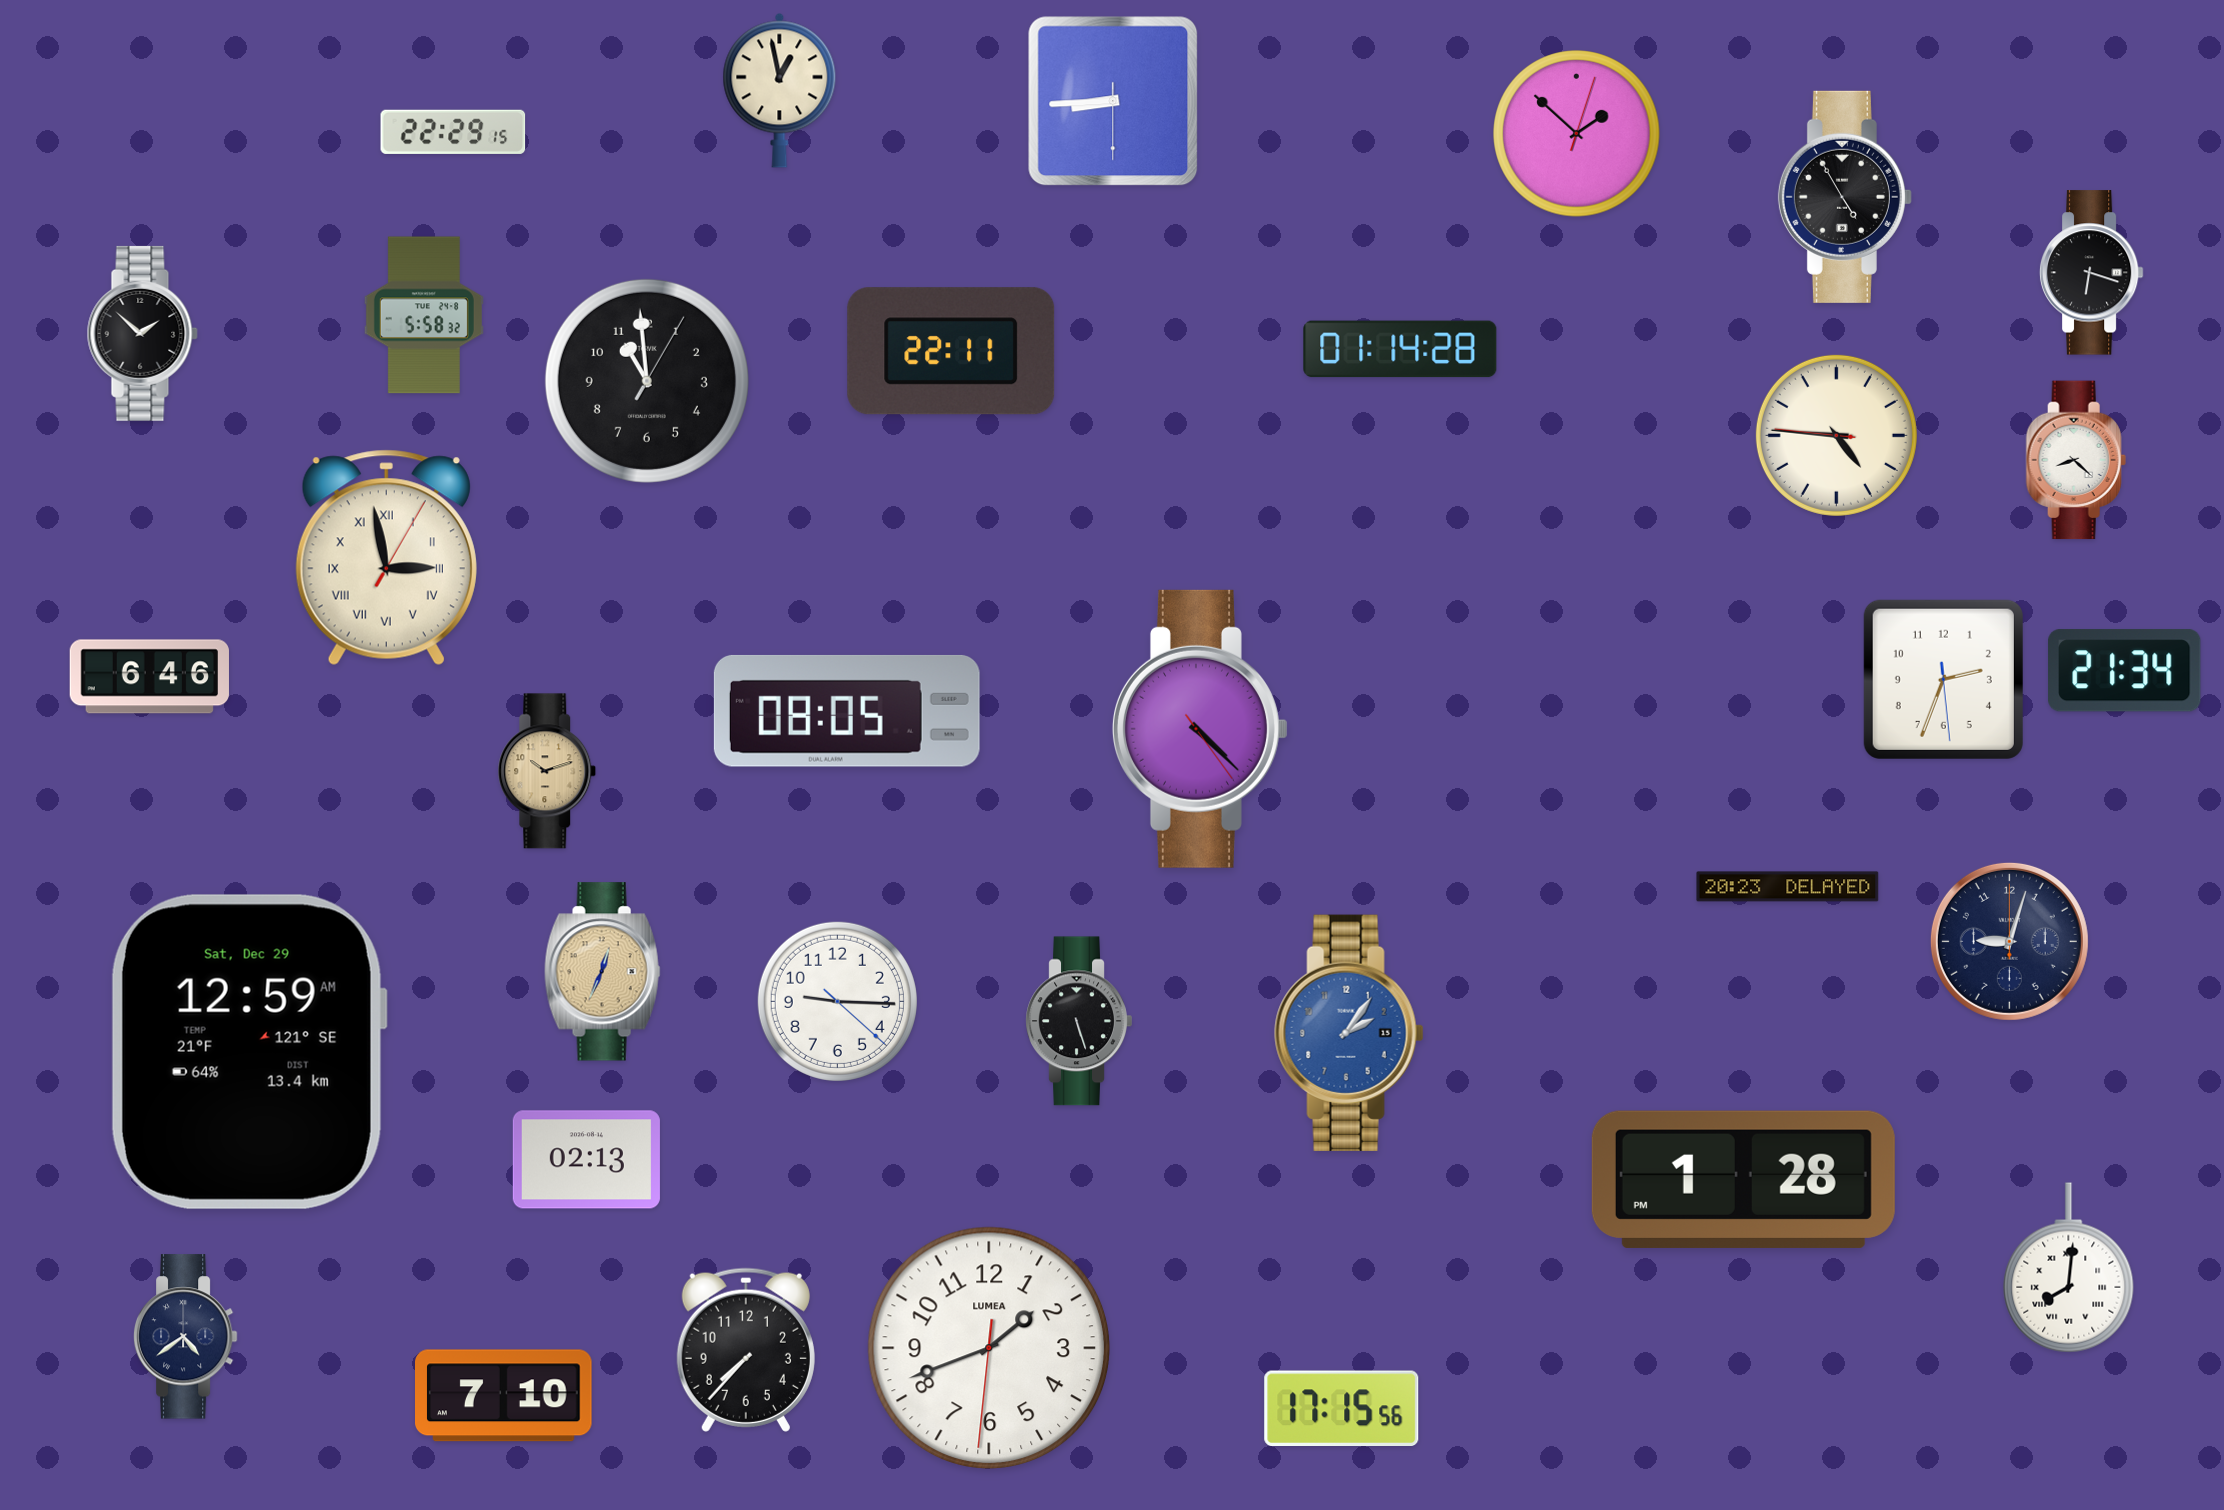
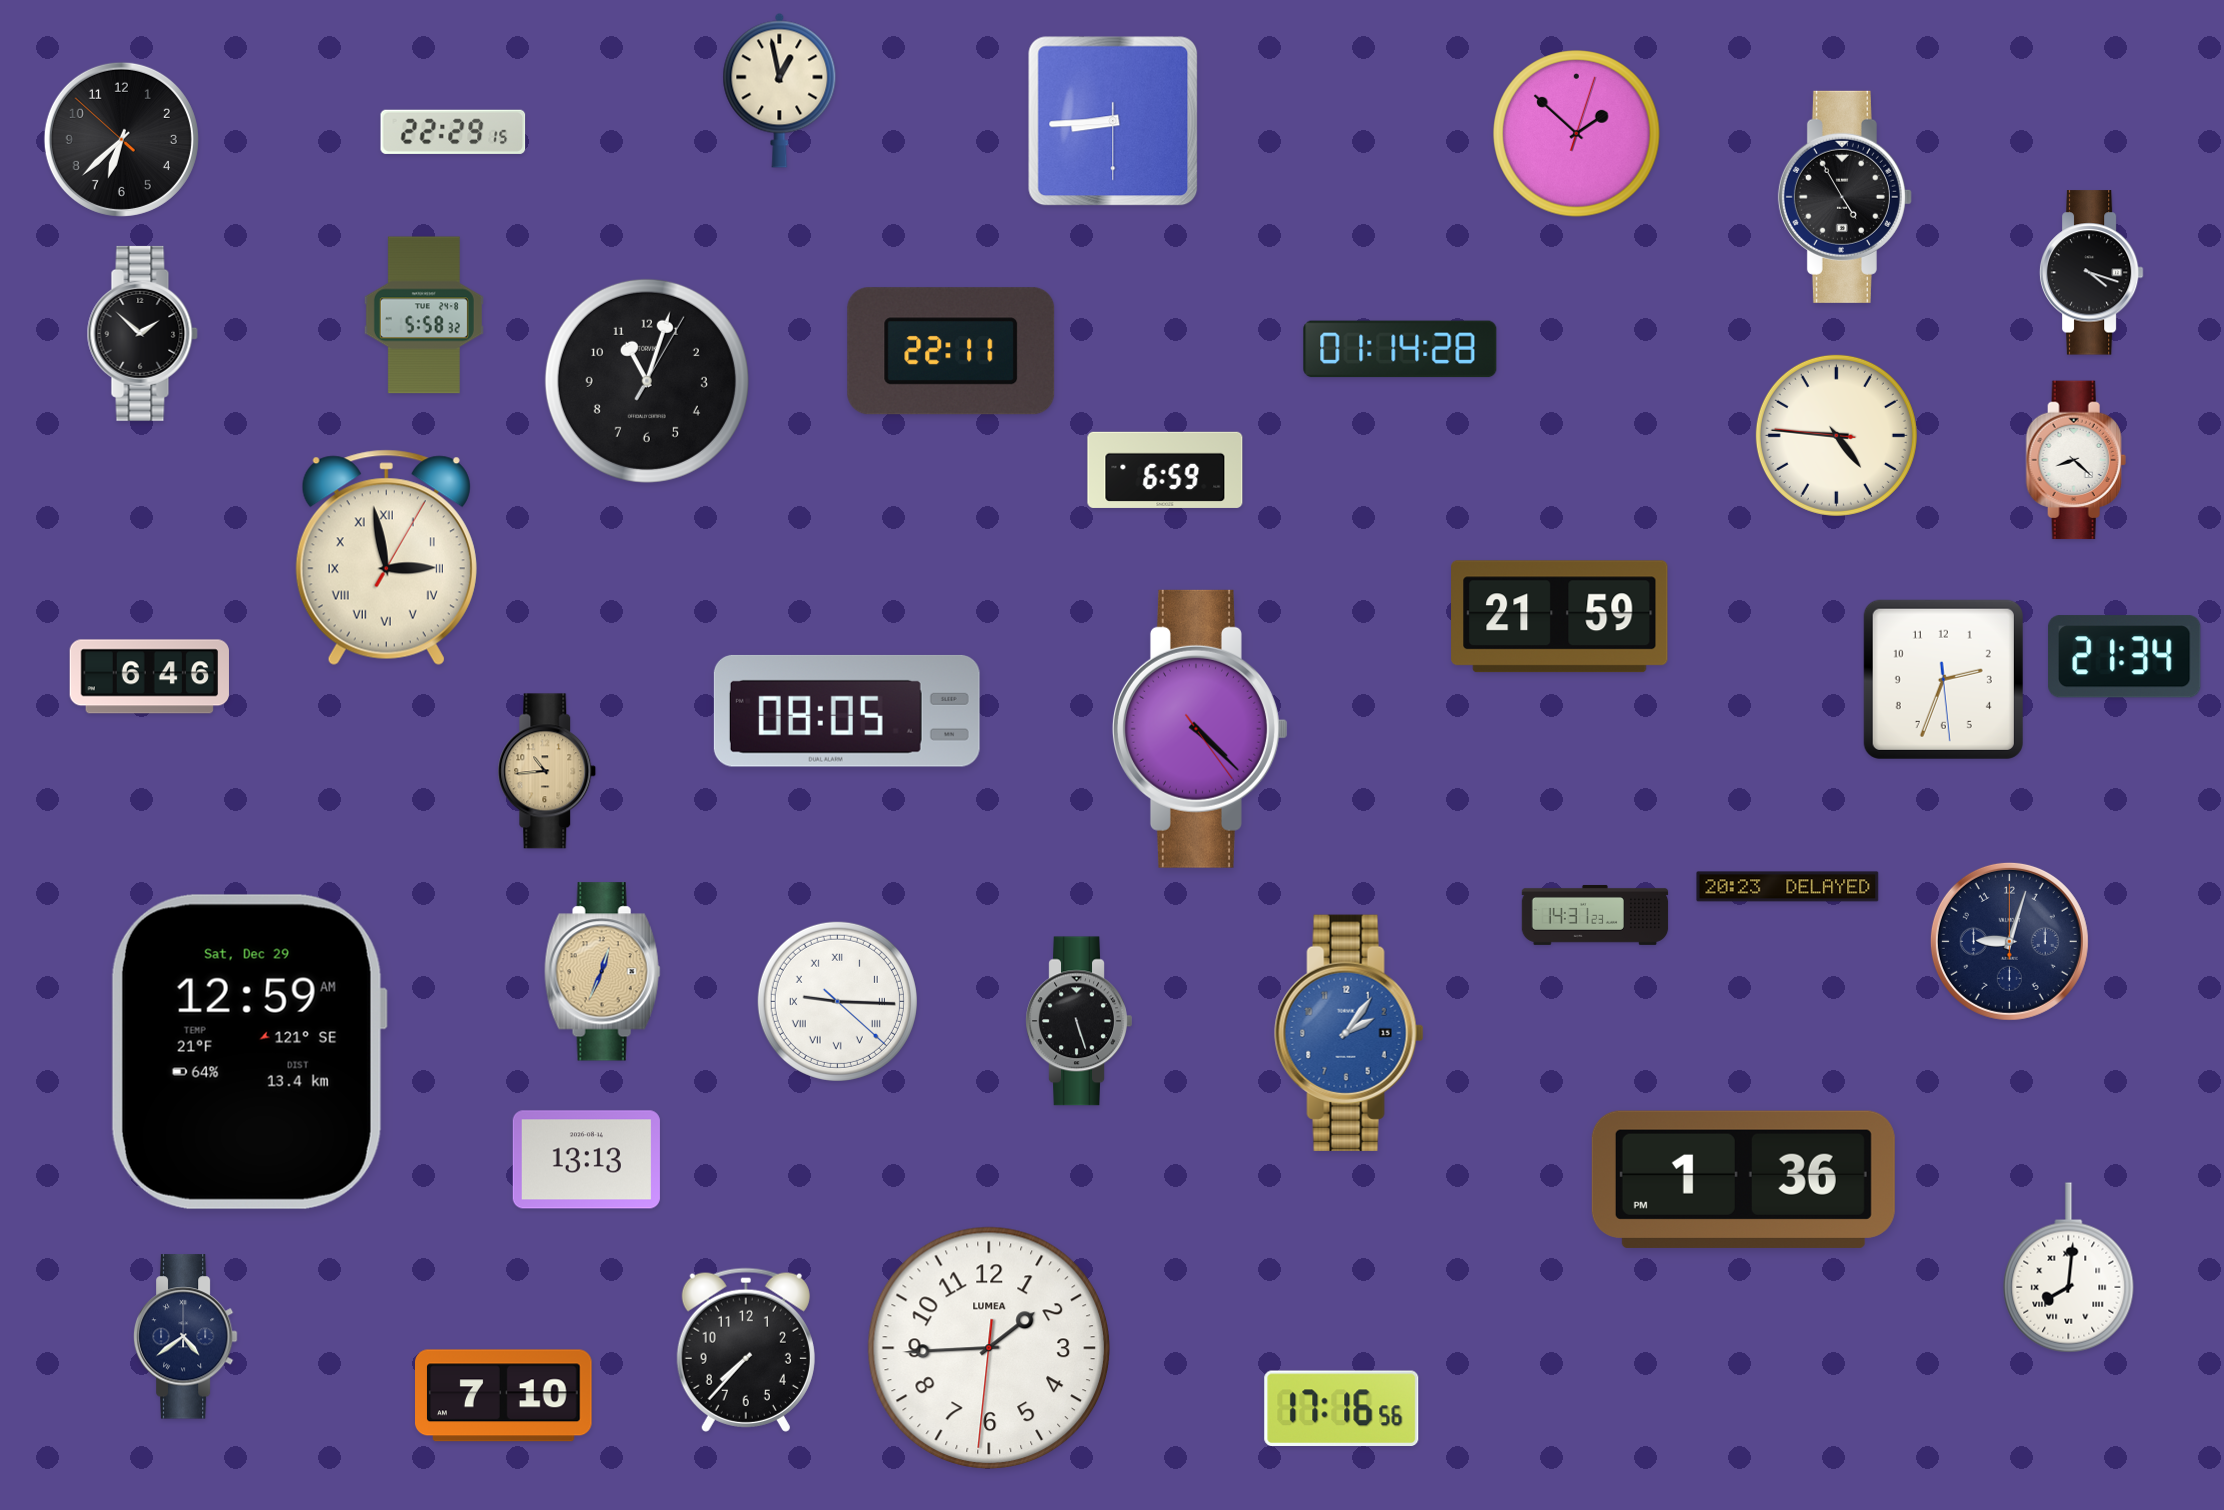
clock at (1113, 101) position: (1113, 101) -> (1113, 121)
clock at (121, 139): none -> 6:37
clock at (2091, 273): 6:18 -> 4:18
clock at (647, 381): 10:59 -> 11:03
clock at (1165, 470): none -> 6:59
clock at (1560, 617): none -> 21:59
clock at (2125, 671) position: (2125, 671) -> (2125, 657)
clock at (547, 771): 10:12 -> 10:44
clock at (1595, 915): none -> 14:31
clock at (837, 1001) numerals: Arabic -> Roman
clock at (586, 1160): 02:13 -> 13:13
clock at (1743, 1179): 1:28 -> 1:36
clock at (989, 1348): 1:41 -> 1:44
clock at (1342, 1408): 17:15 -> 17:16
